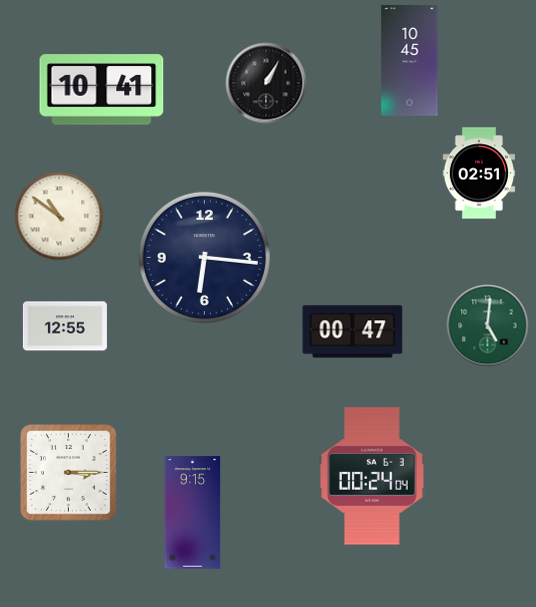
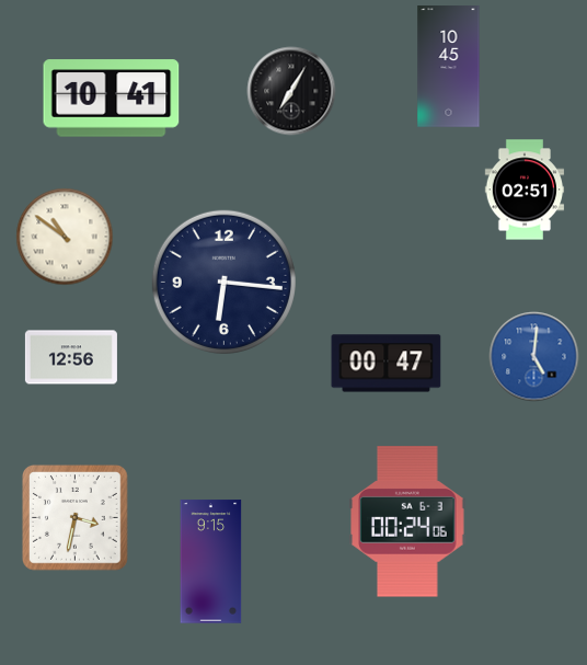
clock at (266, 83): 1:05 -> 7:05
clock at (65, 326): 12:55 -> 12:56
clock at (488, 326) dial: green -> blue
clock at (69, 473): 3:15 -> 3:32
clock at (372, 476): 00:24:04 -> 00:24:06
